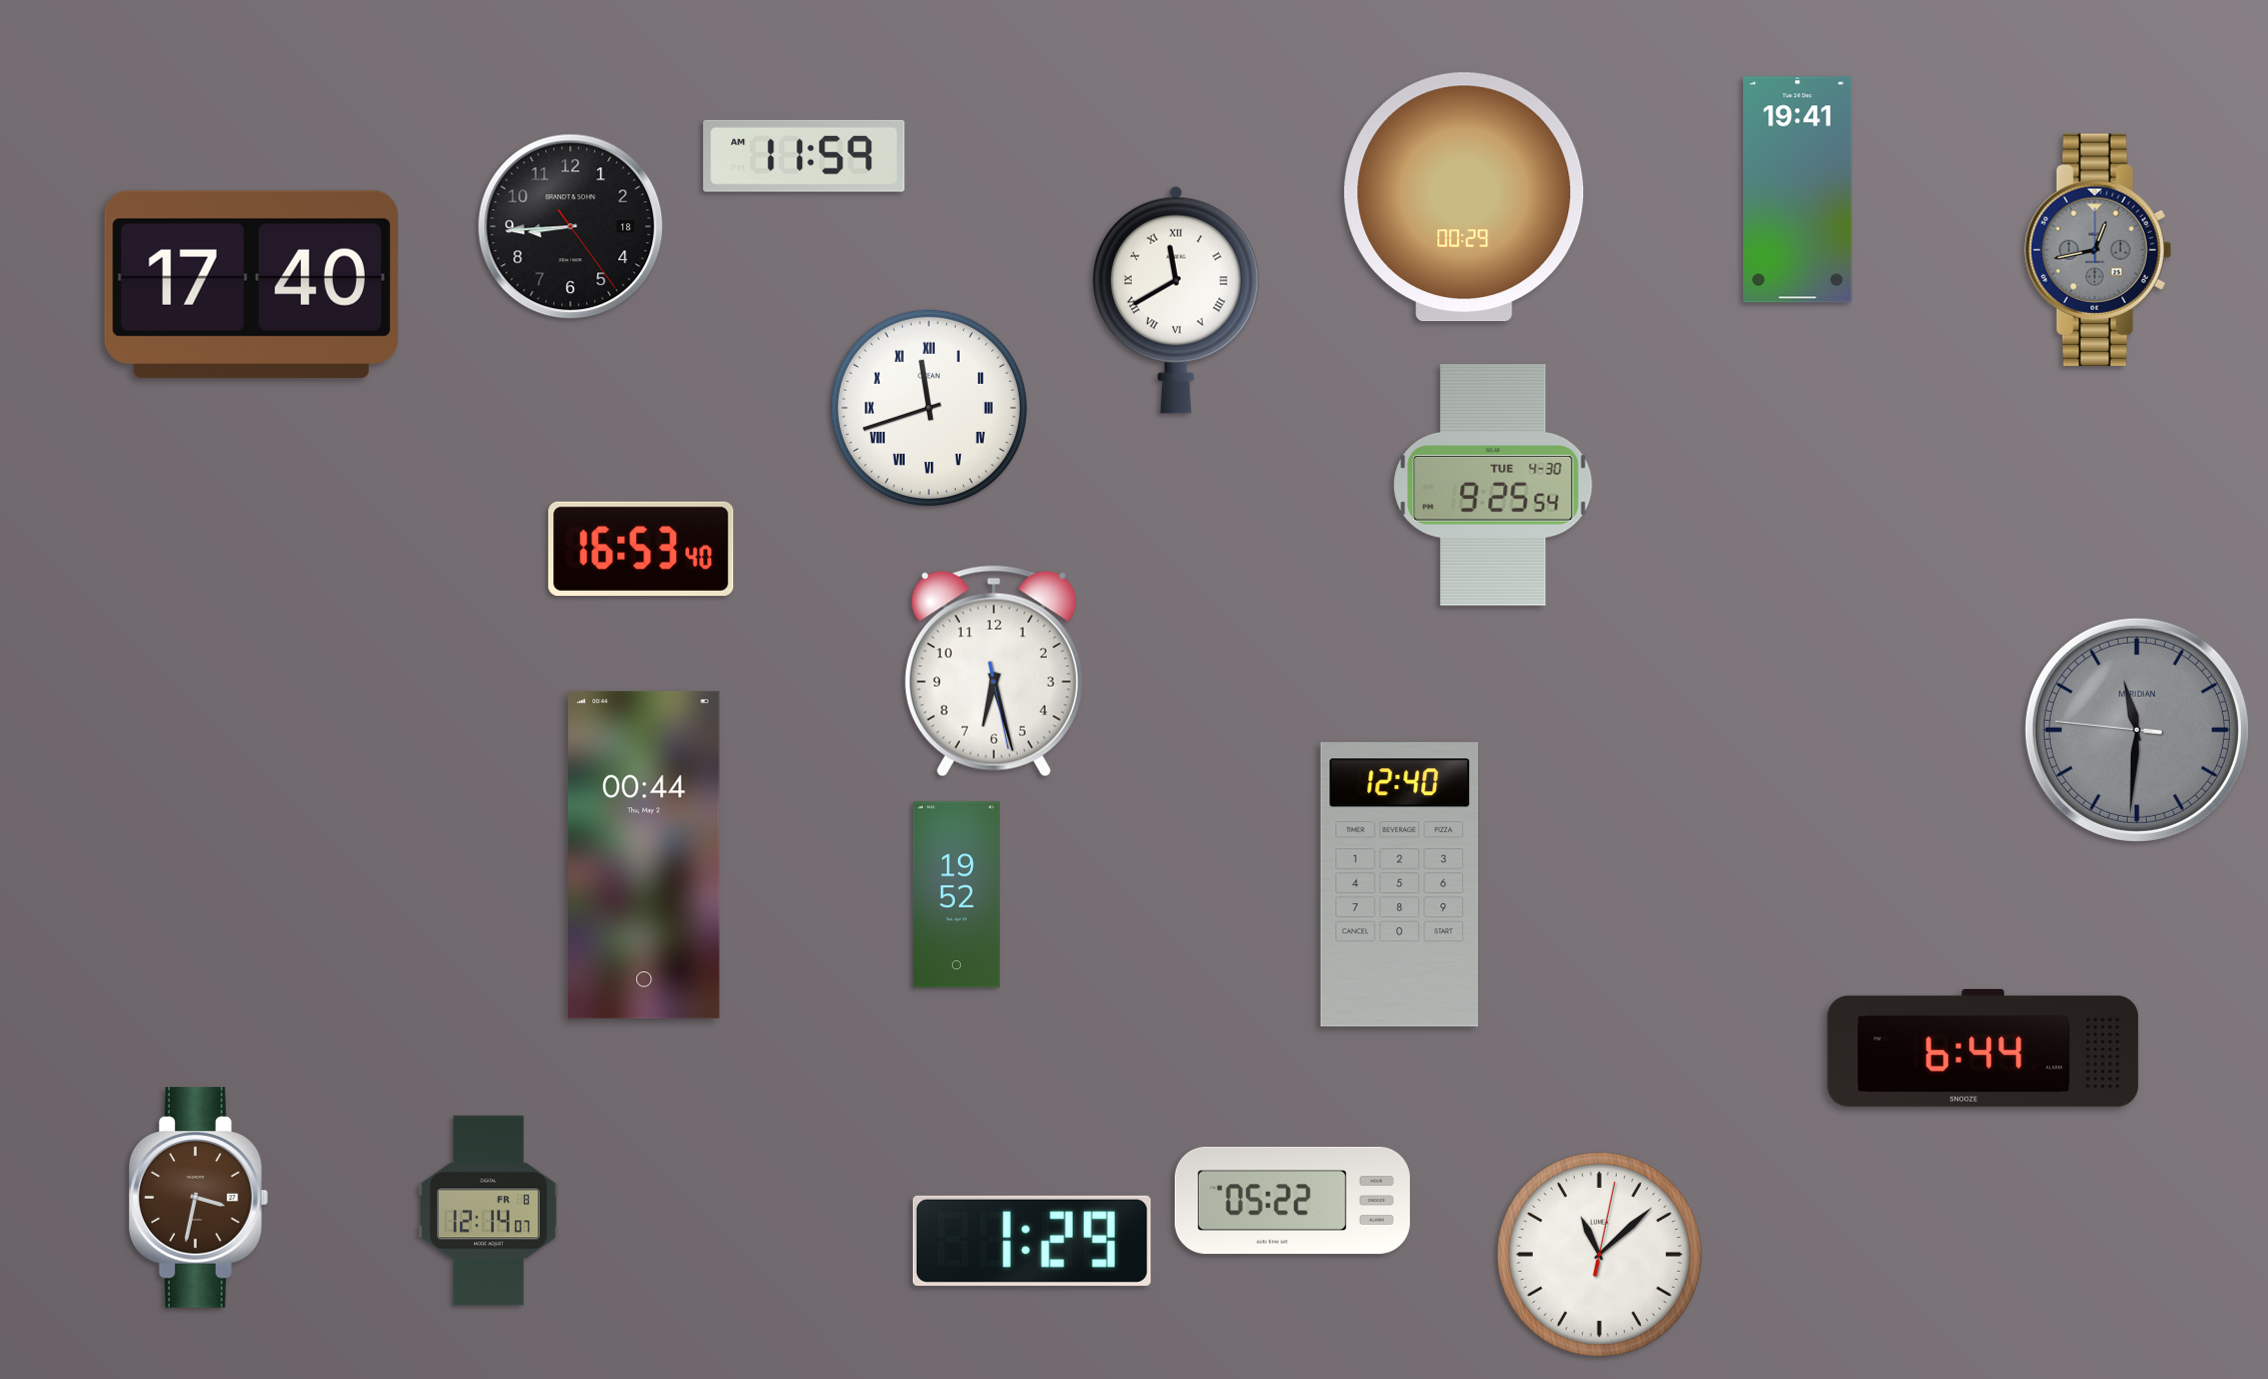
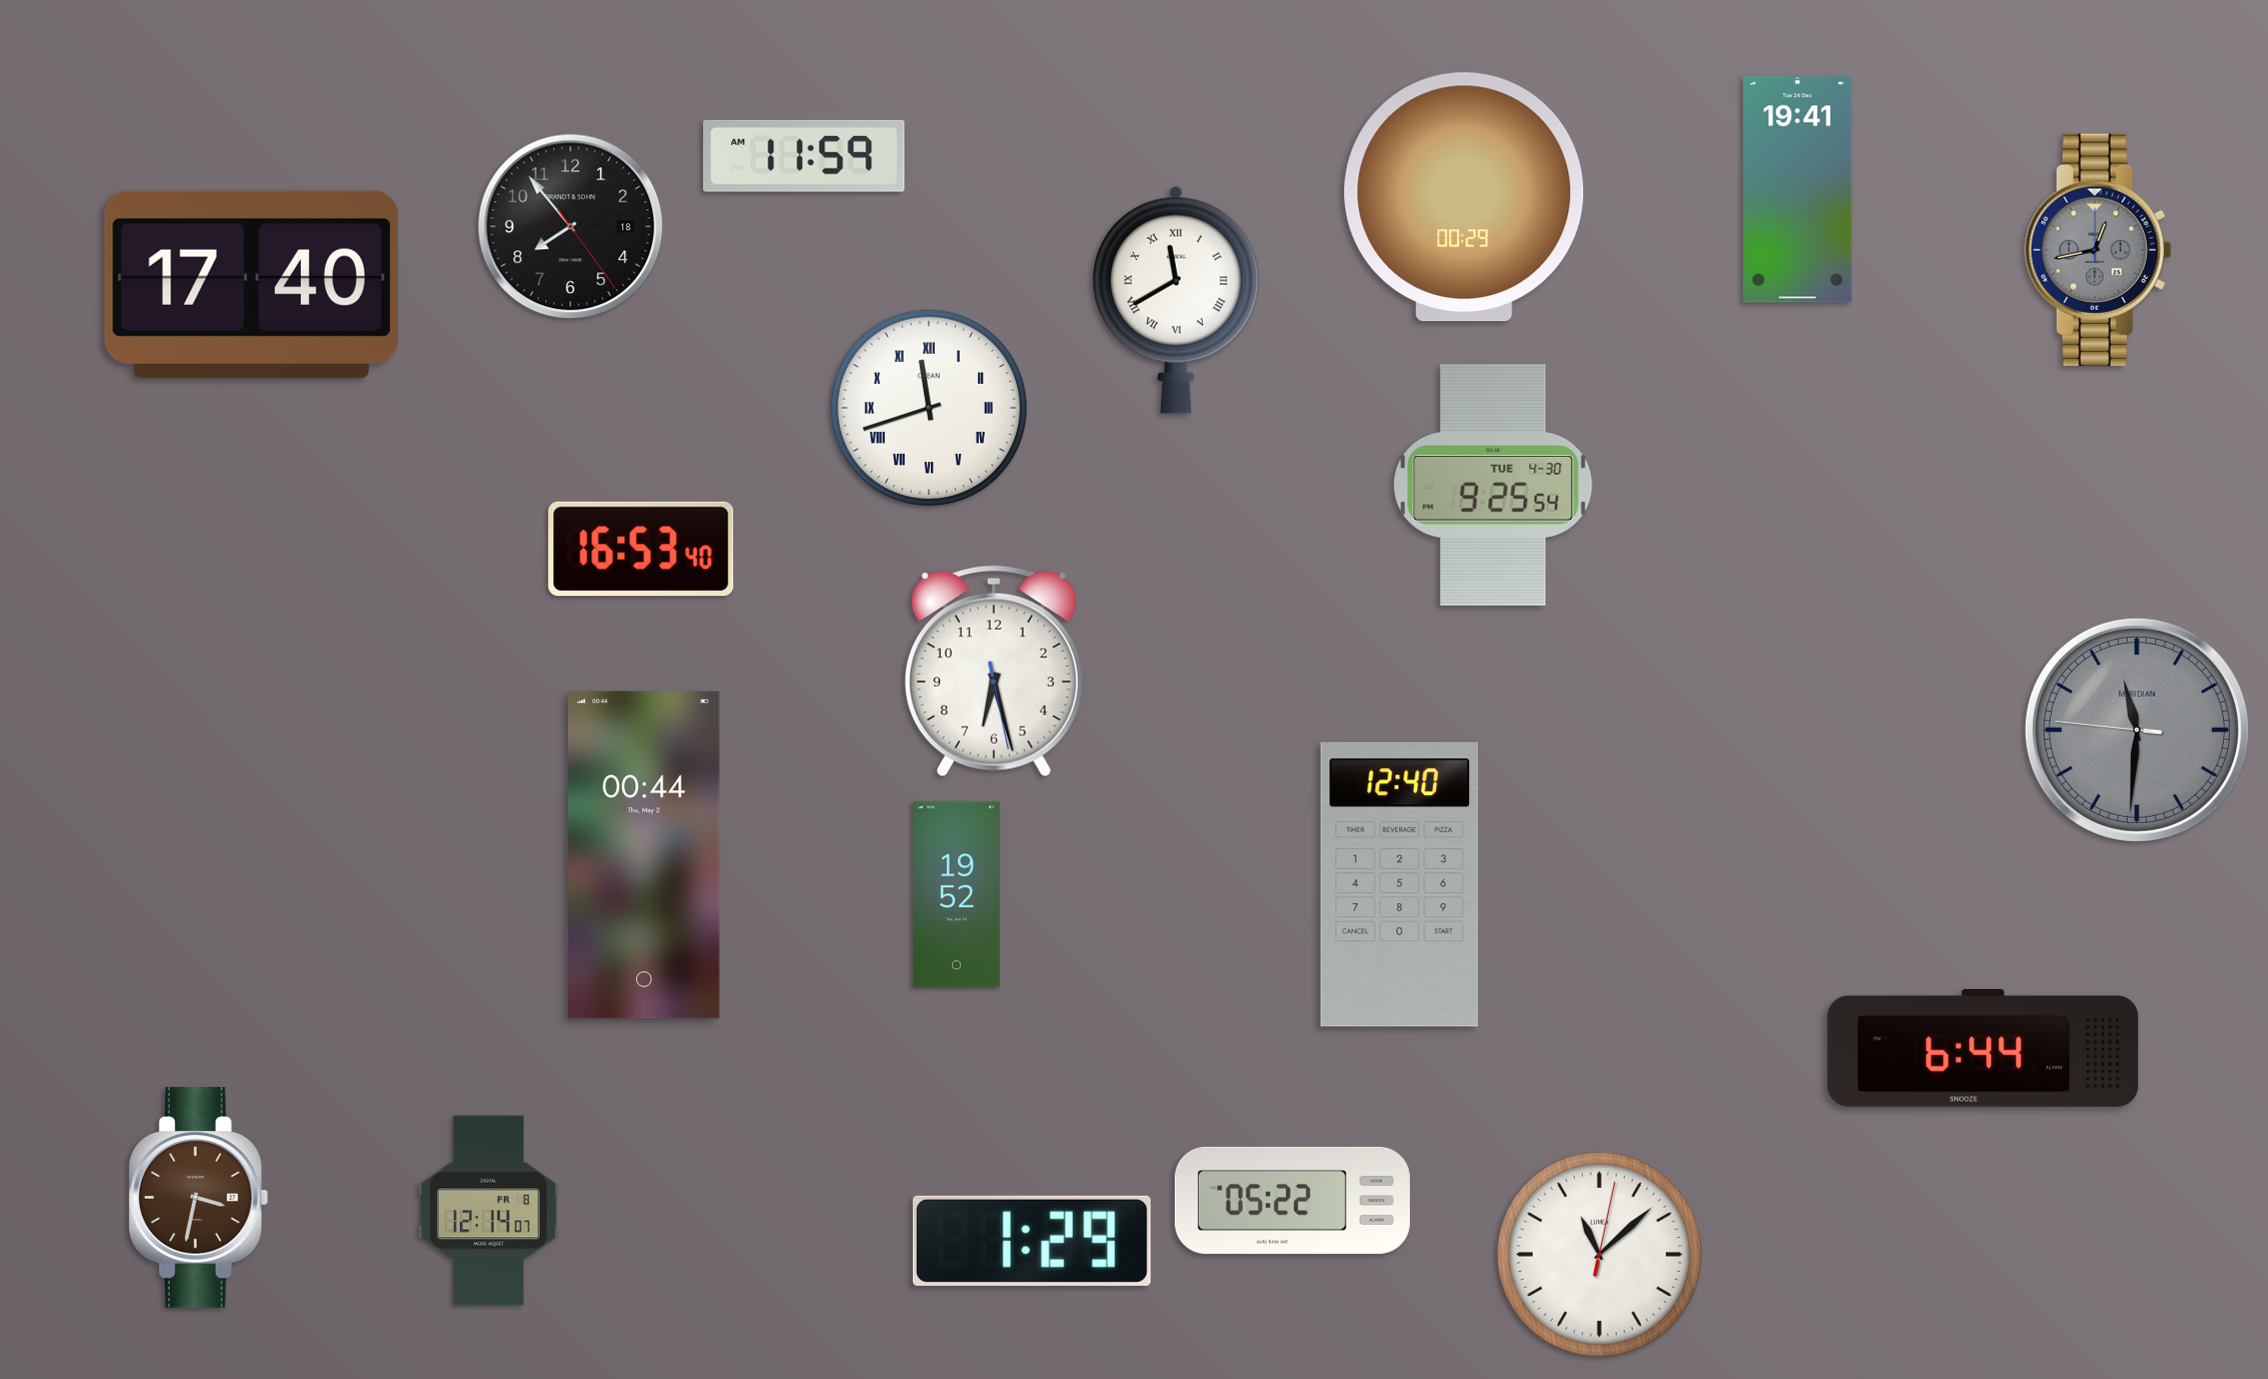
clock at (571, 227): 8:44 -> 7:53
